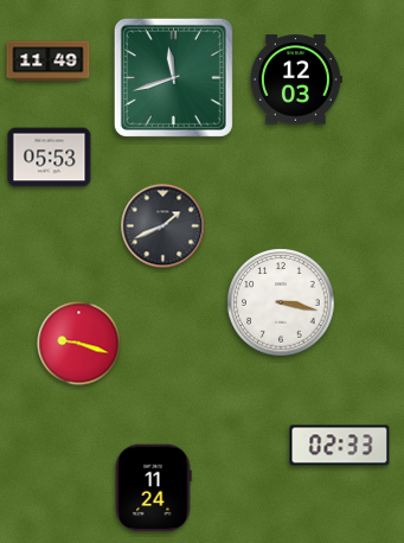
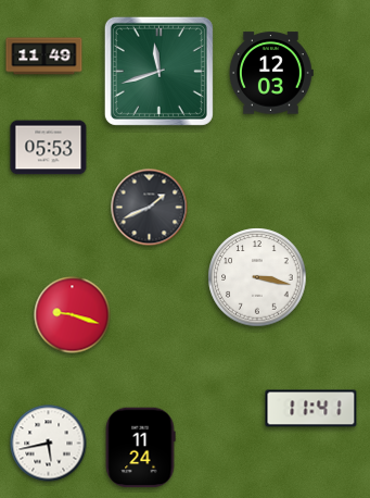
clock at (50, 158) position: (50, 158) -> (49, 148)
clock at (340, 446): 02:33 -> 11:41
clock at (49, 444): none -> 5:43
